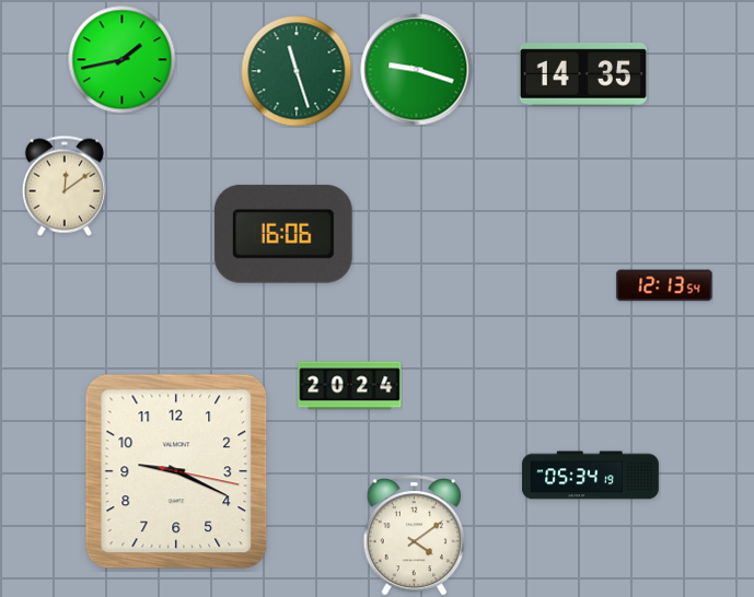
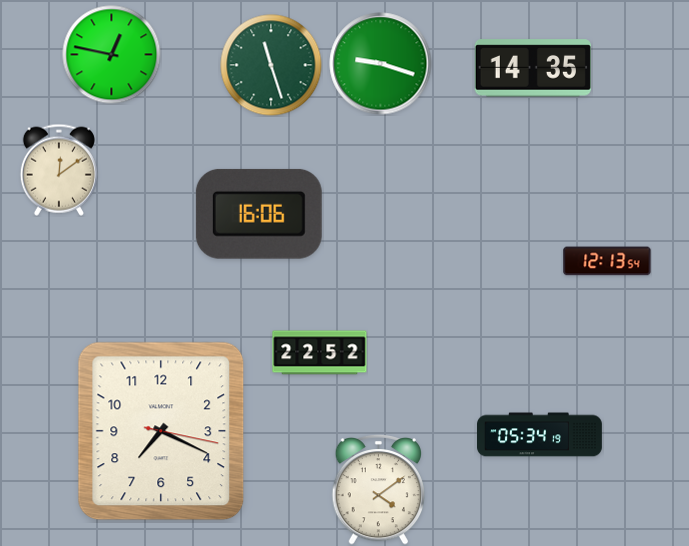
clock at (123, 60): 1:43 -> 12:47
clock at (350, 386): 20:24 -> 22:52
clock at (176, 471): 9:19 -> 7:19
